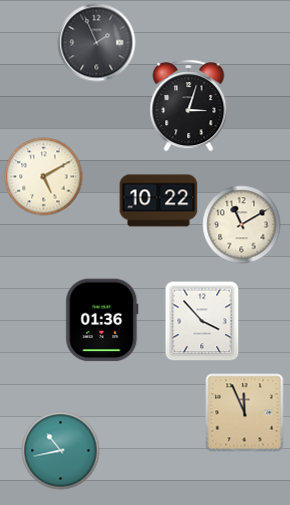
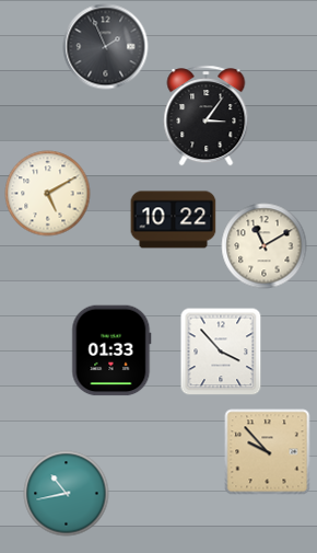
clock at (189, 105): 3:03 -> 3:06
clock at (102, 320): 01:36 -> 01:33
clock at (244, 412): 11:56 -> 9:53
